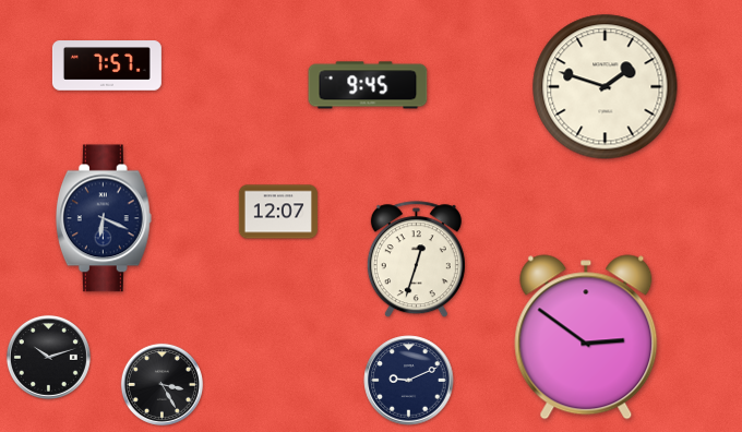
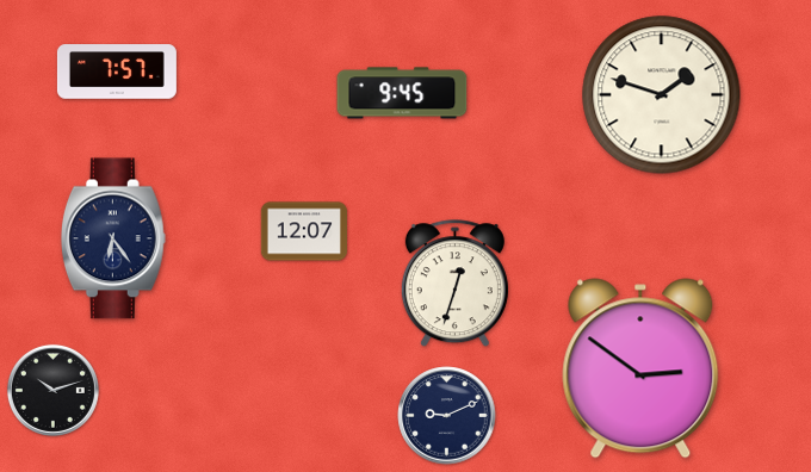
clock at (104, 218): 6:19 -> 6:24
clock at (161, 384): 3:25 -> none
